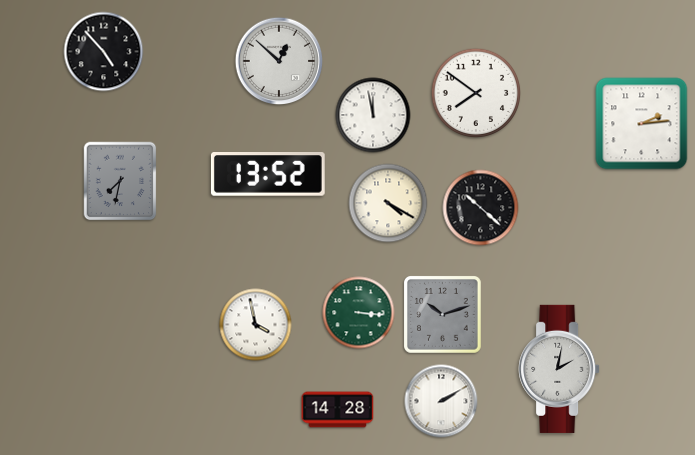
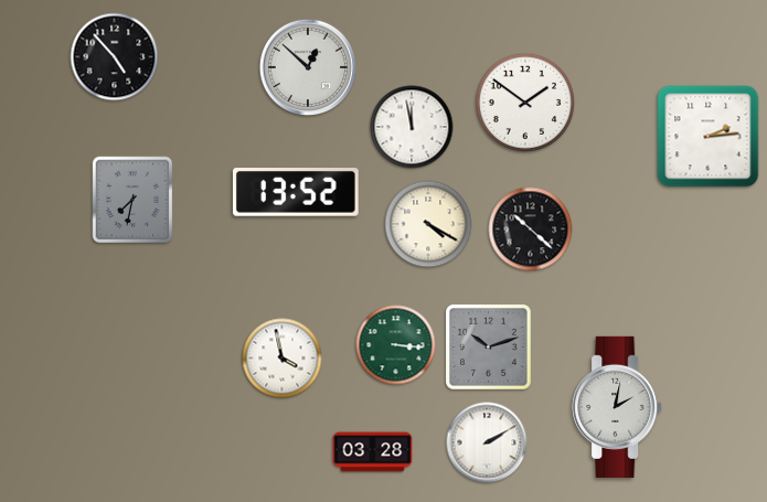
clock at (476, 93): 7:51 -> 1:51
clock at (338, 410): 14:28 -> 03:28
